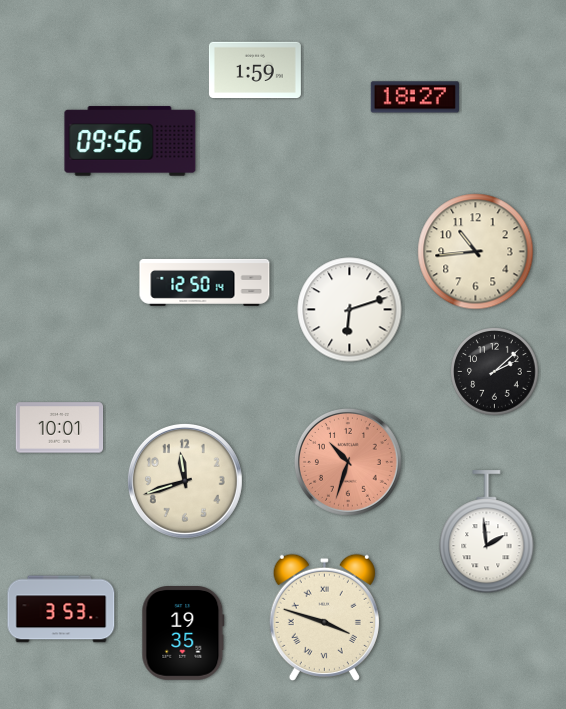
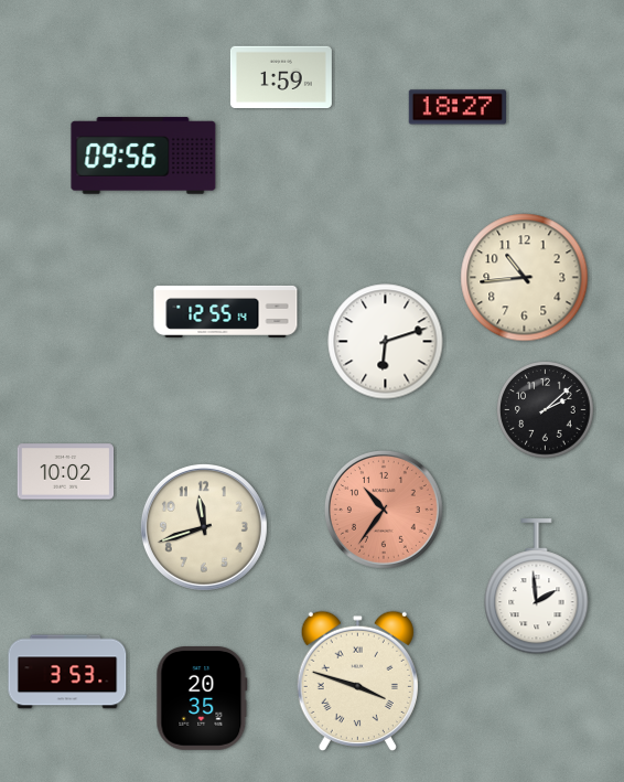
clock at (205, 282): 12:50 -> 12:55
clock at (60, 428): 10:01 -> 10:02
clock at (348, 462): 10:33 -> 10:36
clock at (185, 481) position: (185, 481) -> (204, 527)
clock at (183, 634): 19:35 -> 20:35
